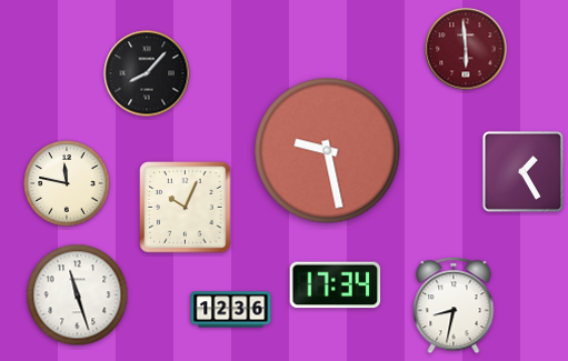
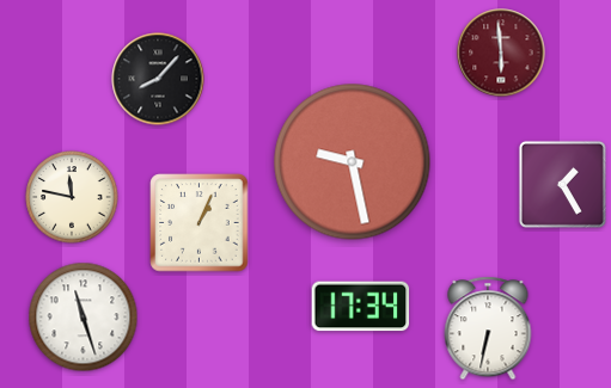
clock at (186, 208): 10:04 -> 1:04
clock at (454, 305): 8:32 -> 6:32
clock at (231, 310): 12:36 -> none
